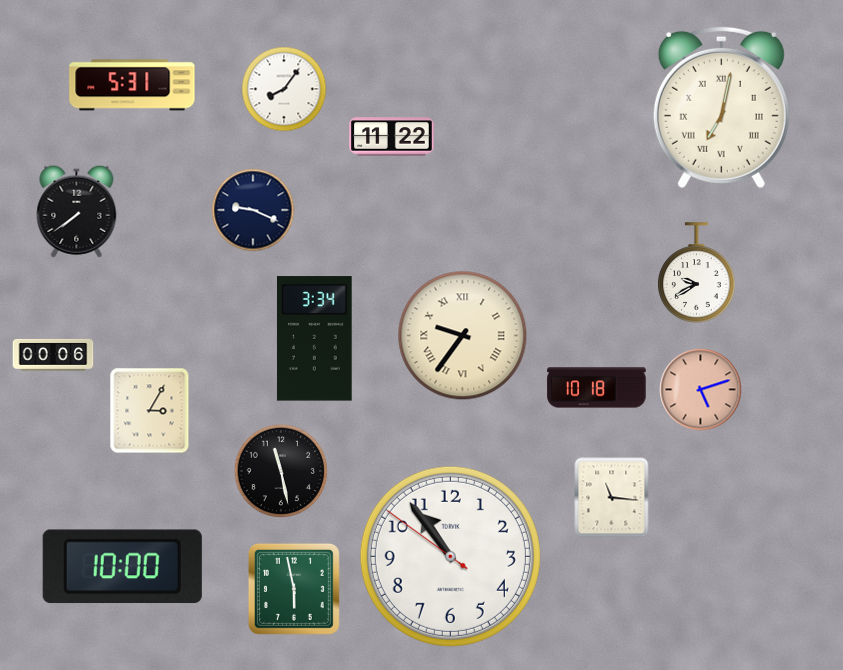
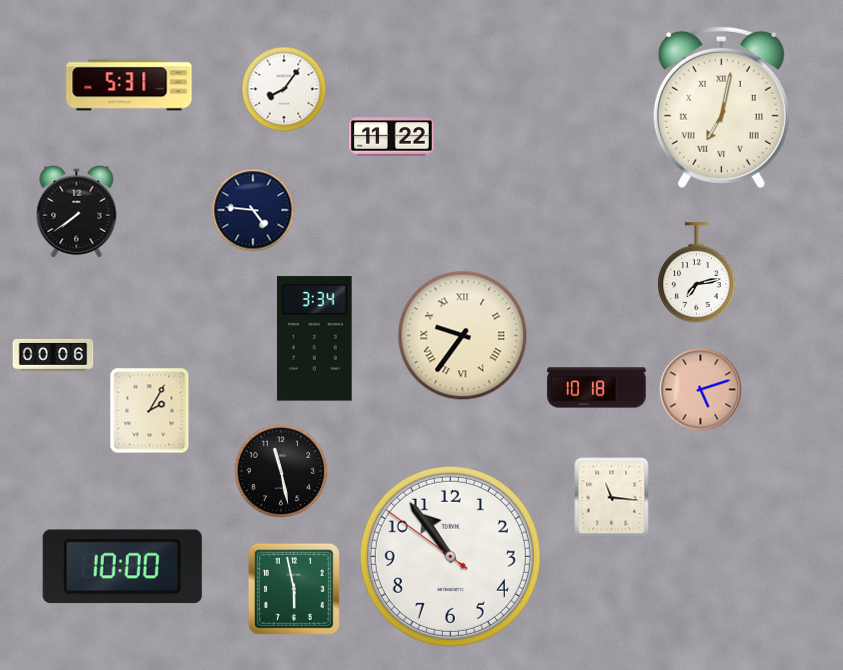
clock at (132, 85) position: (132, 85) -> (129, 85)
clock at (253, 210): 9:19 -> 4:46
clock at (697, 273): 9:40 -> 7:13
clock at (150, 411): 3:05 -> 2:05
